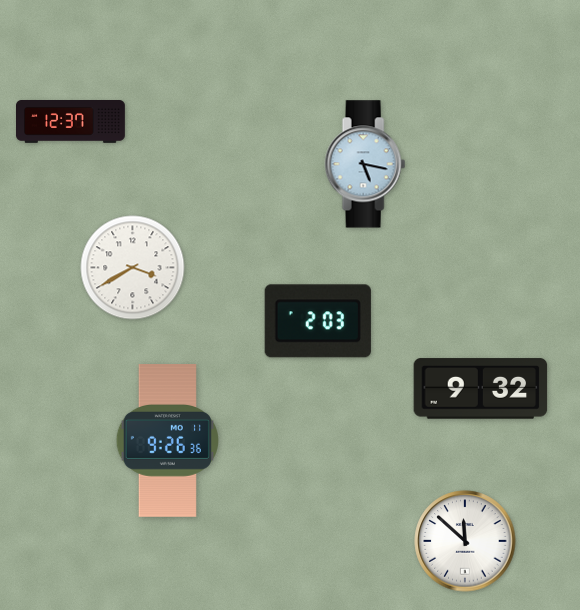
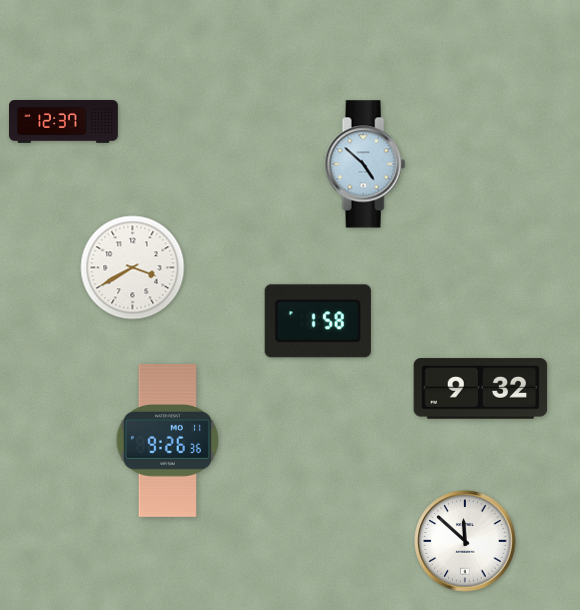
clock at (71, 122) position: (71, 122) -> (64, 122)
clock at (365, 164): 5:17 -> 4:52
clock at (318, 321): 2:03 -> 1:58
